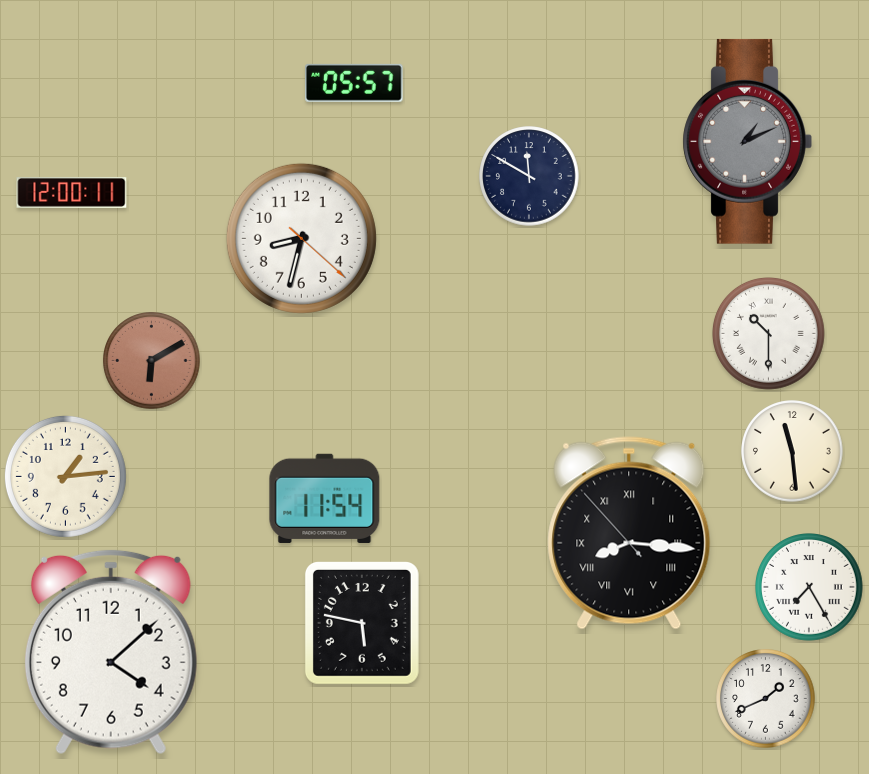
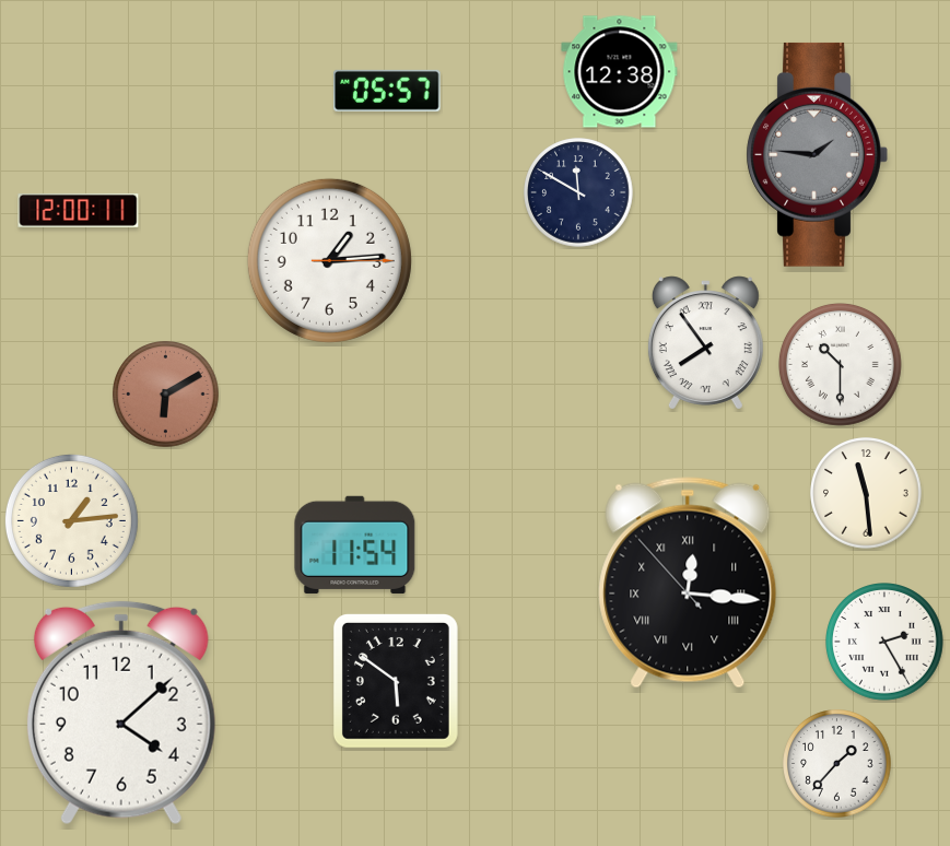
clock at (620, 72): none -> 12:38
clock at (747, 141): 1:11 -> 1:46
clock at (301, 238): 8:32 -> 1:14
clock at (705, 343): none -> 7:54
clock at (629, 533): 8:15 -> 12:15
clock at (810, 588): 7:25 -> 2:25
clock at (362, 623): 5:47 -> 5:51
clock at (766, 699): 1:41 -> 1:37
